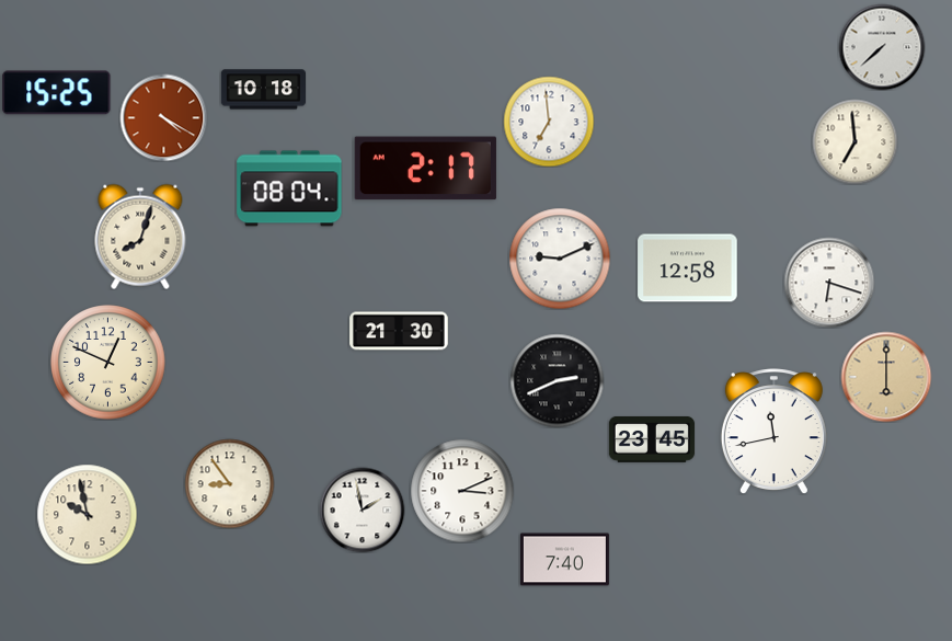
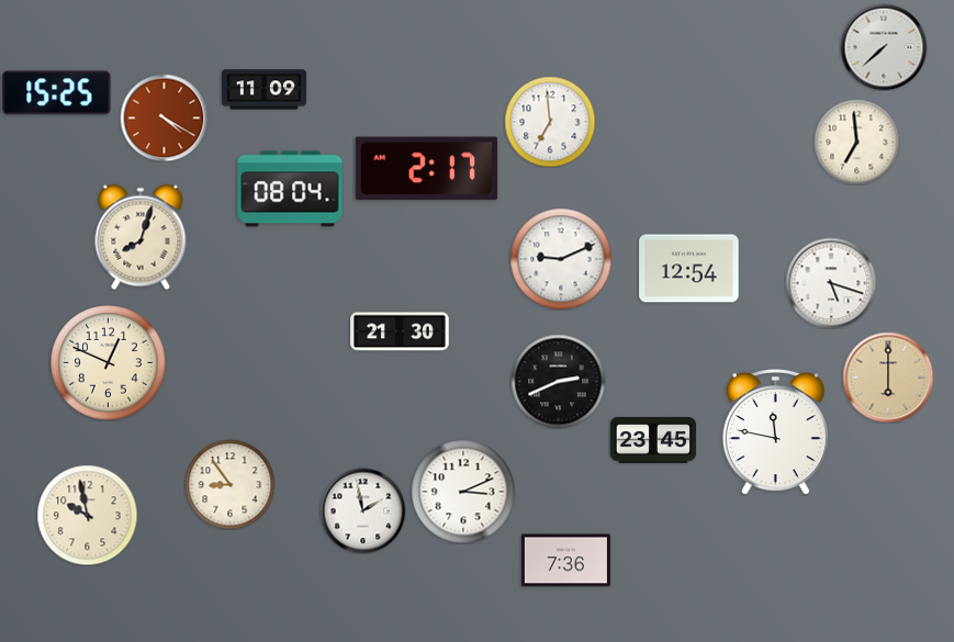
clock at (263, 90): 10:18 -> 11:09
clock at (688, 268): 12:58 -> 12:54
clock at (829, 283): 6:18 -> 5:18
clock at (773, 431): 11:43 -> 11:47
clock at (564, 560): 7:40 -> 7:36
